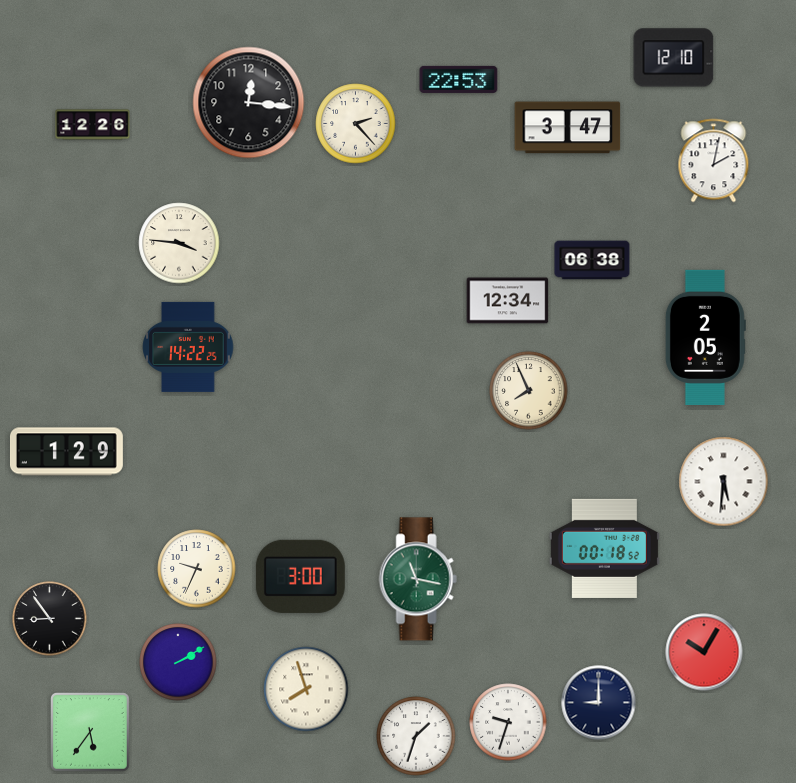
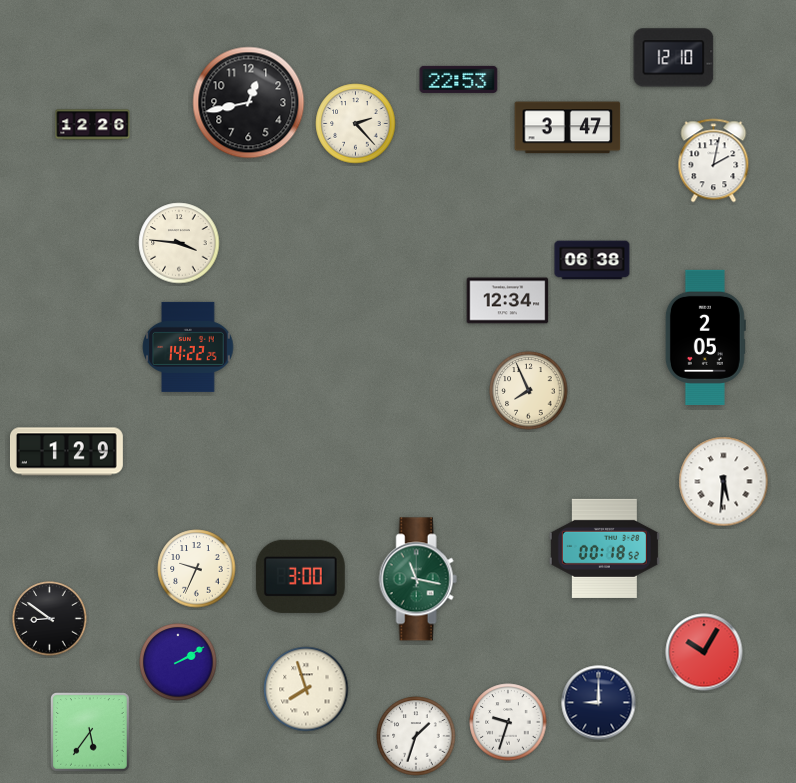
clock at (249, 103): 12:16 -> 12:43
clock at (50, 619): 8:54 -> 8:51
